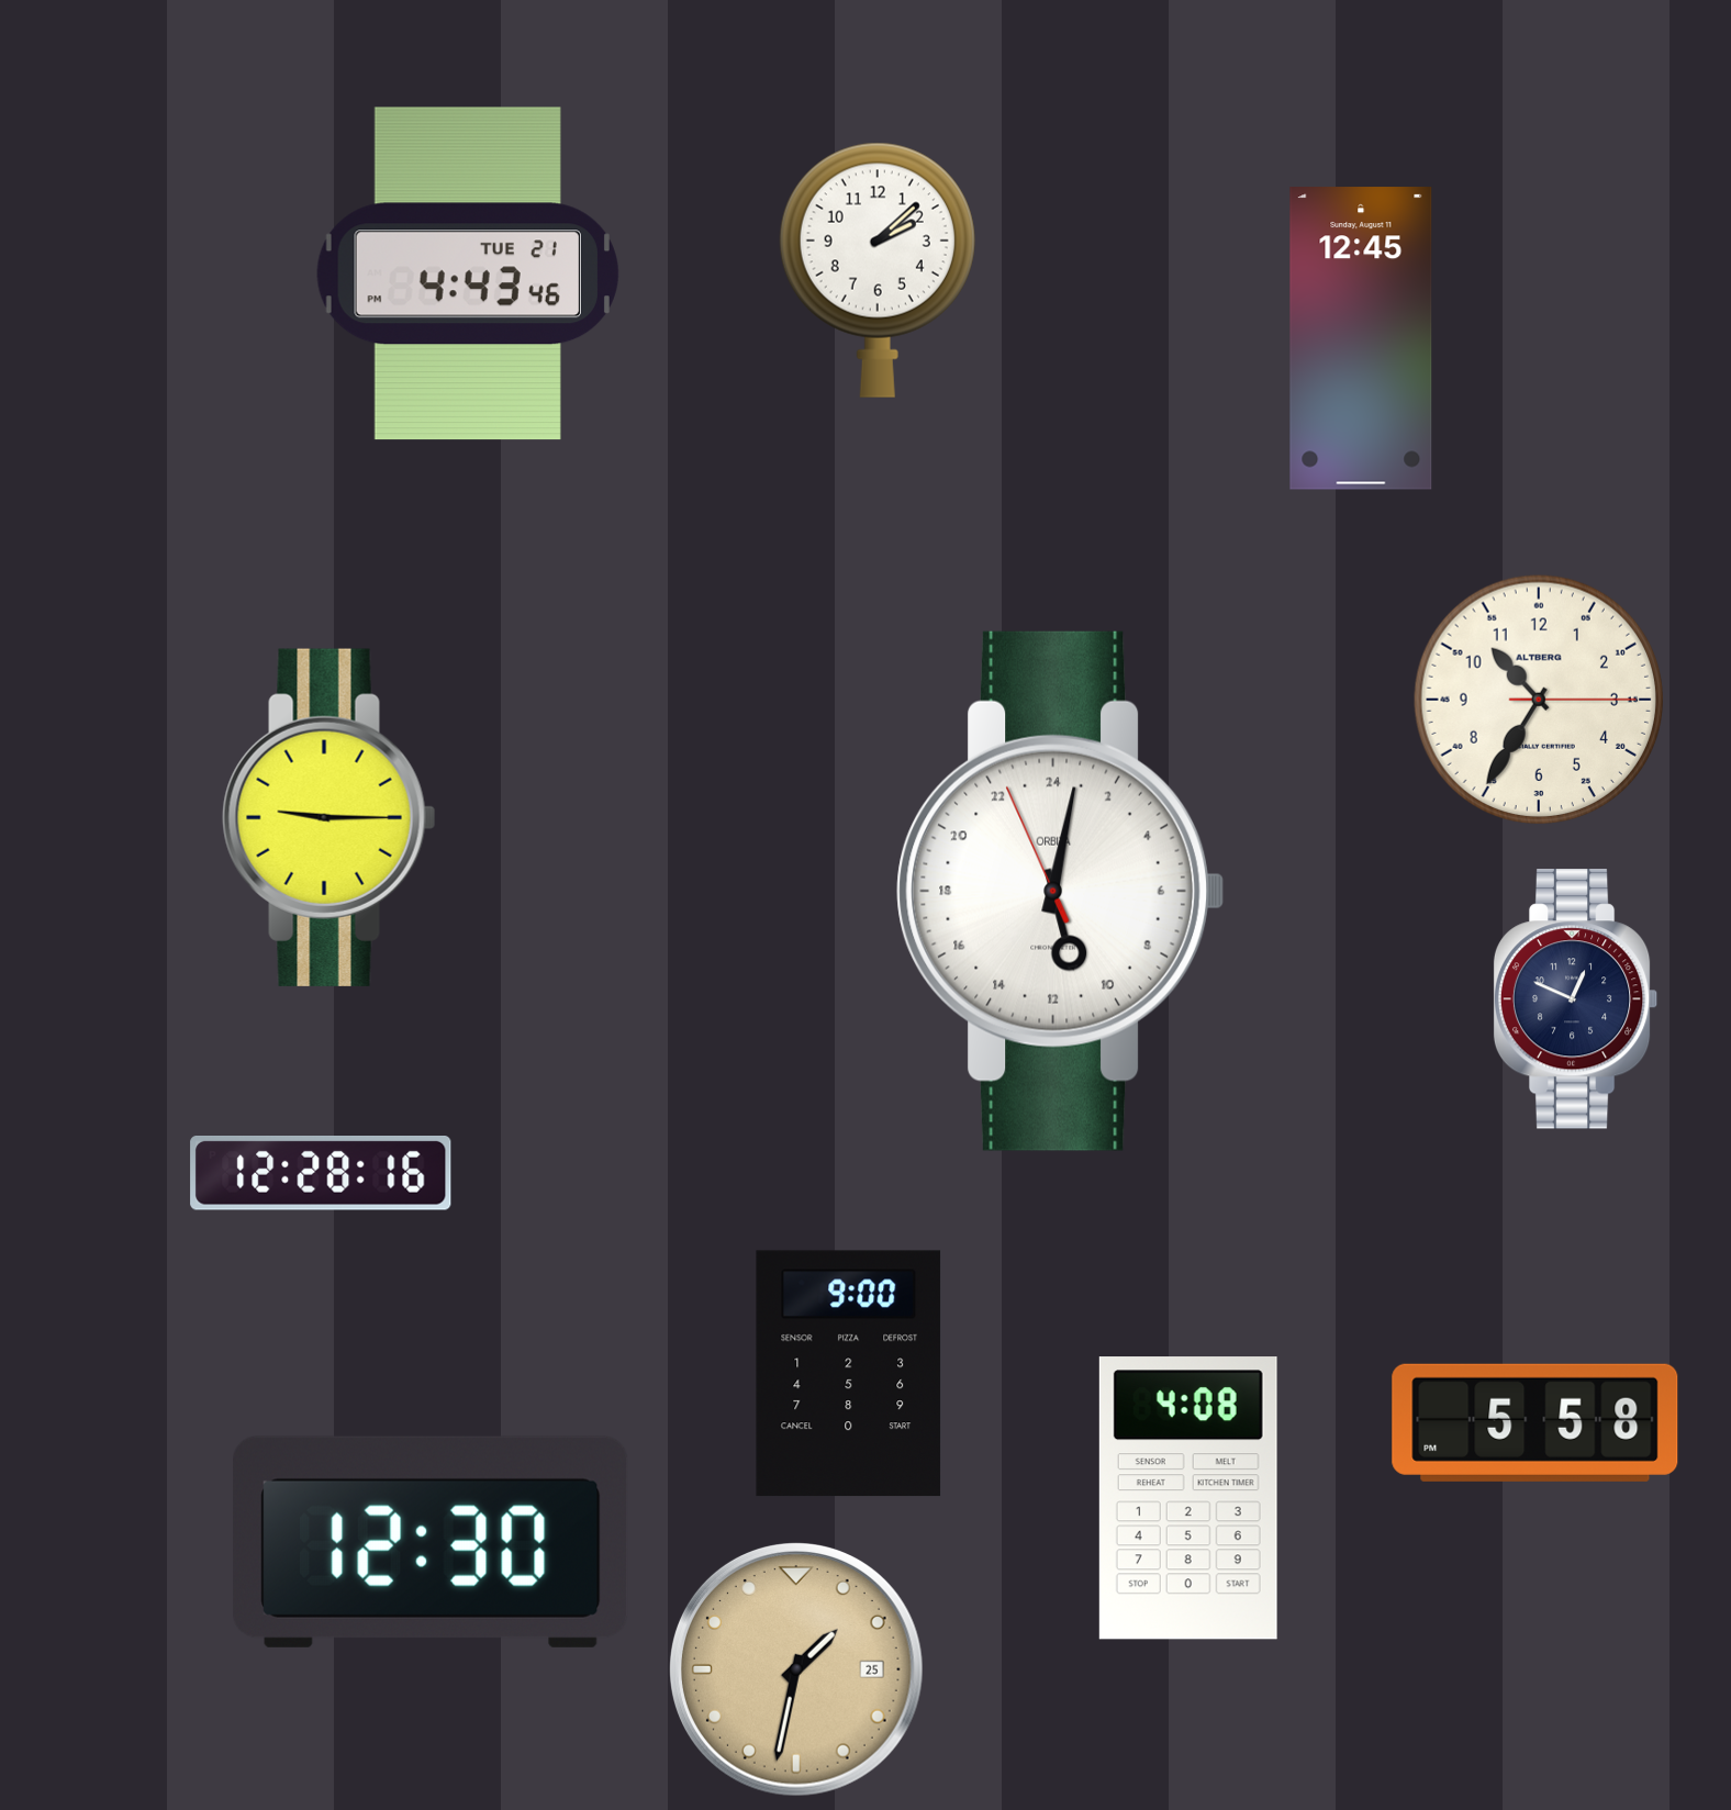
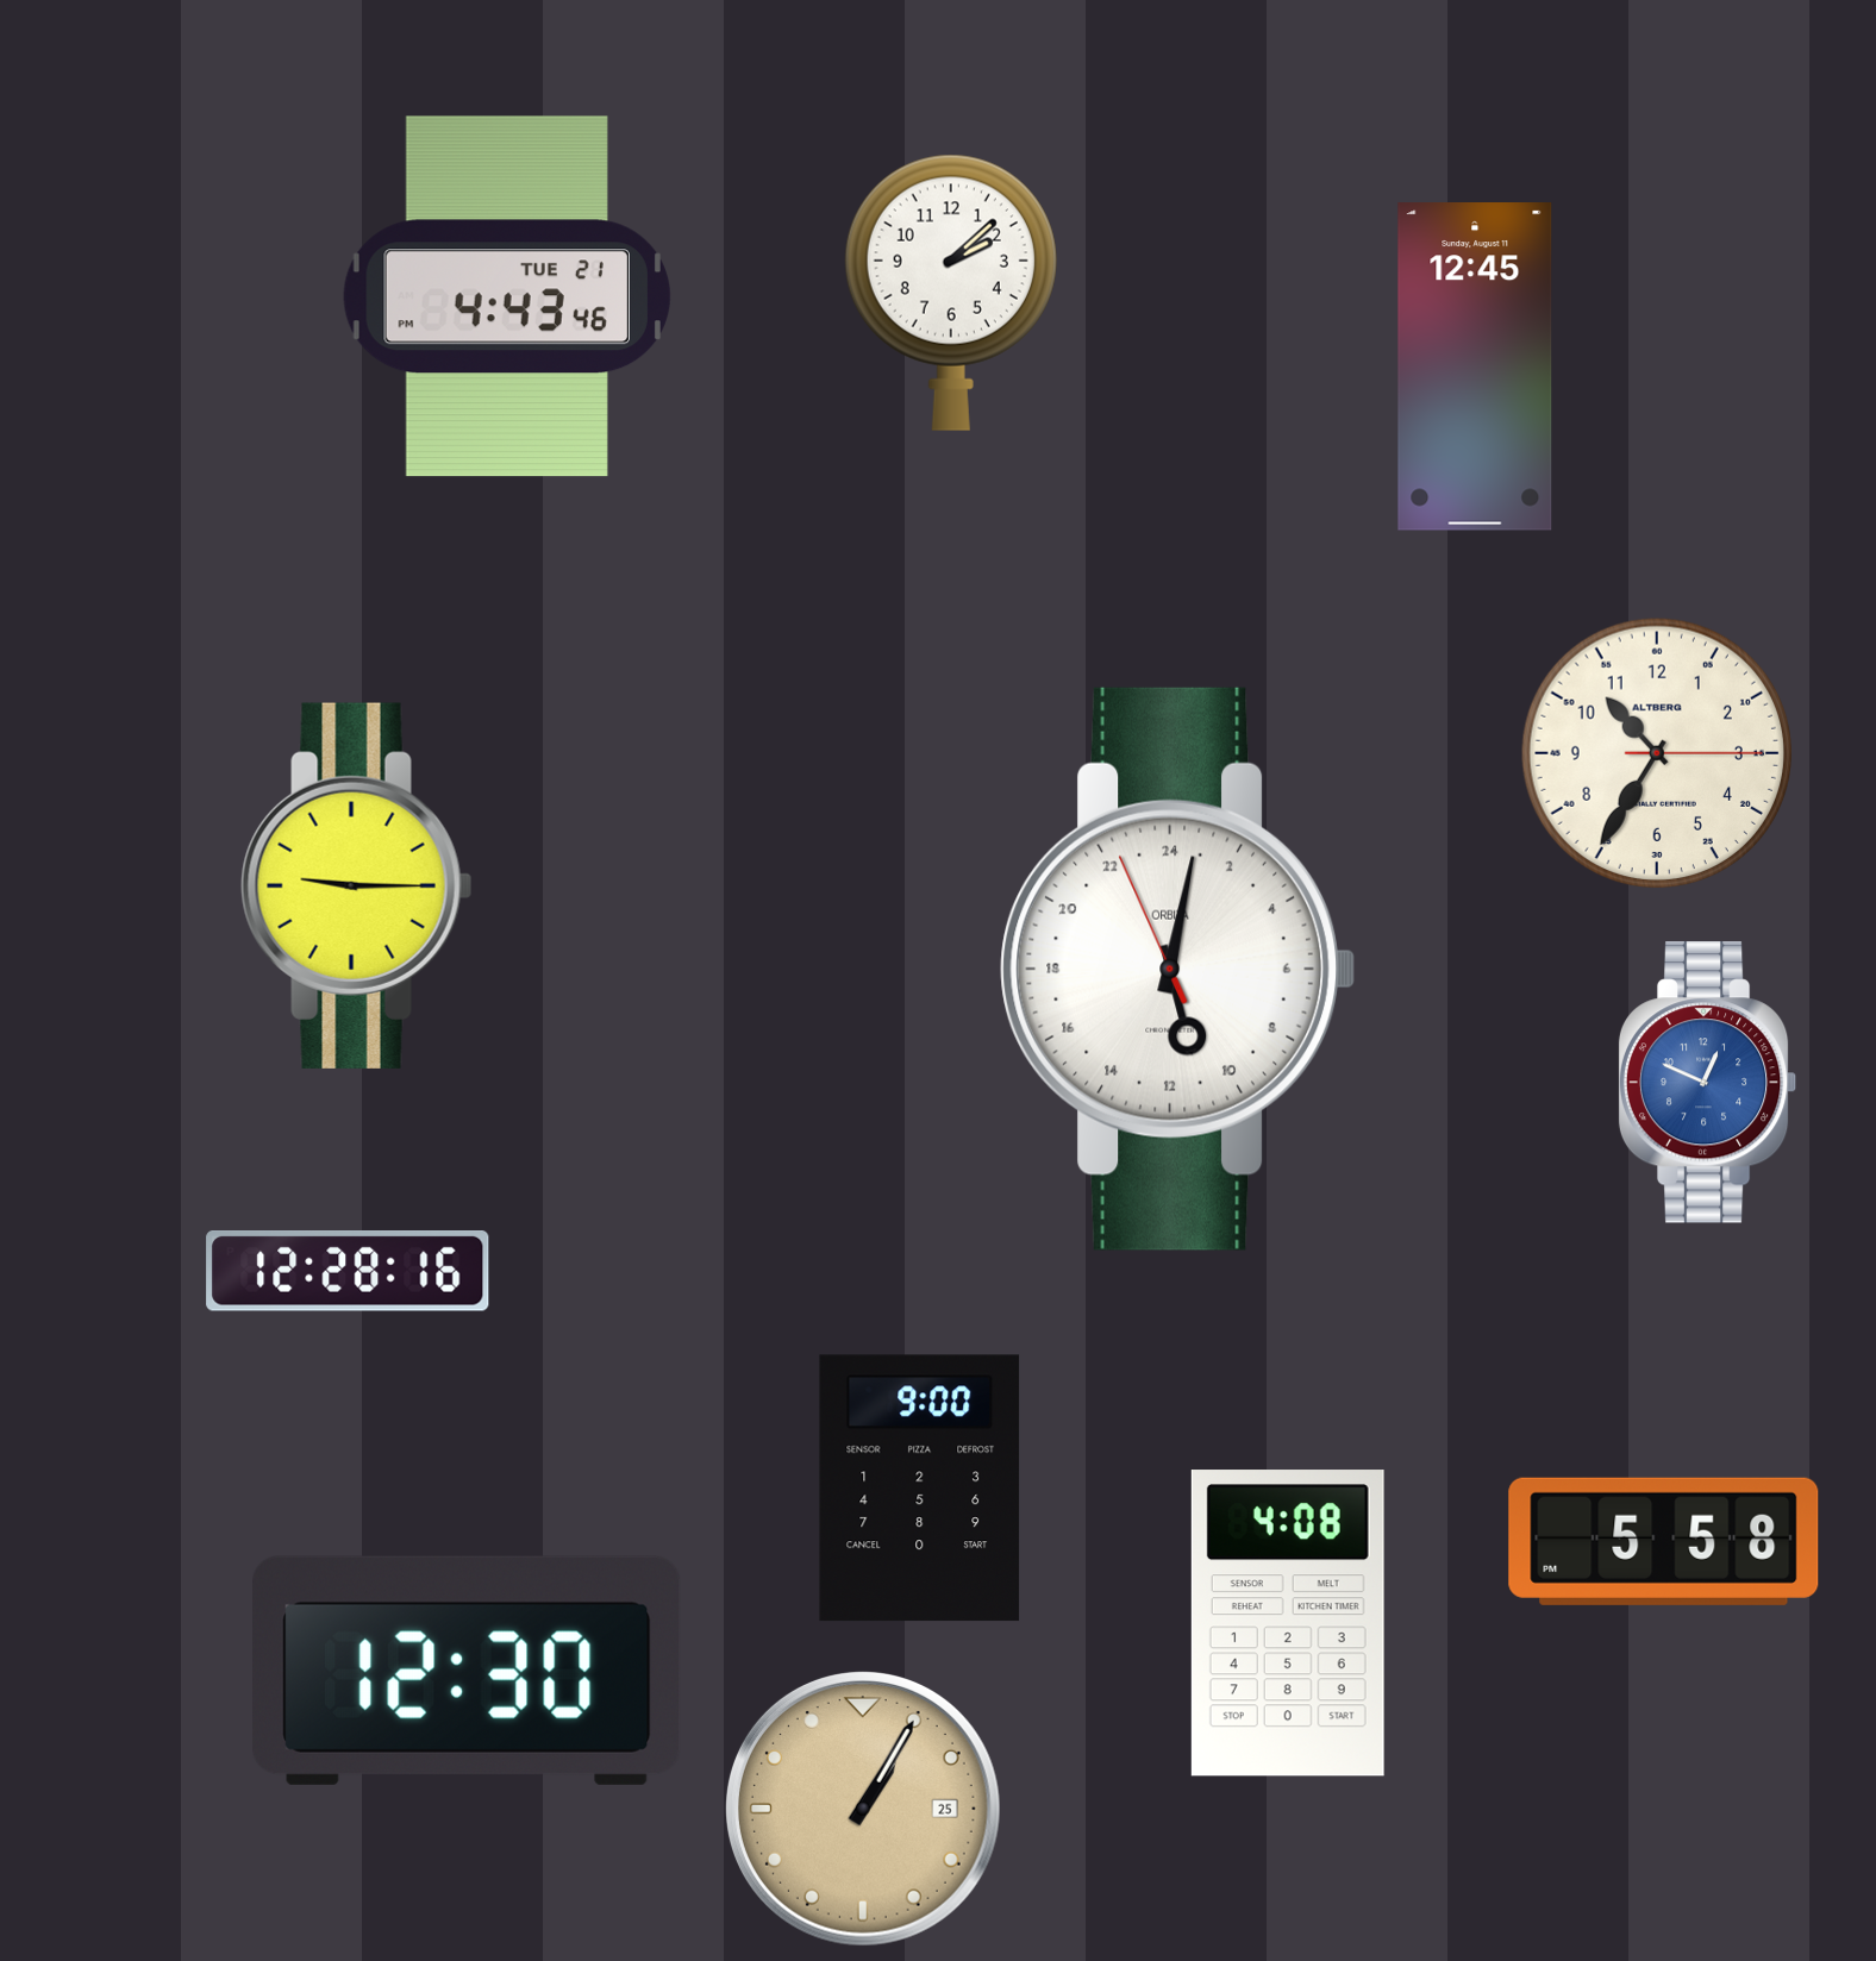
clock at (1538, 699) position: (1538, 699) -> (1656, 752)
clock at (1060, 891) position: (1060, 891) -> (1177, 969)
clock at (1576, 999) dial: navy -> blue
clock at (796, 1669): 1:32 -> 1:05
